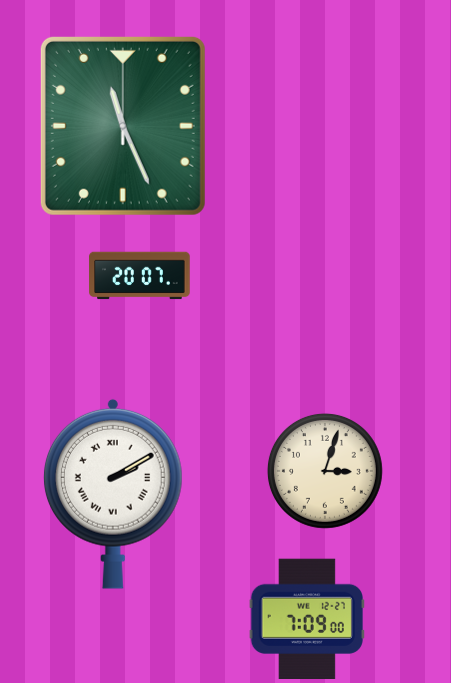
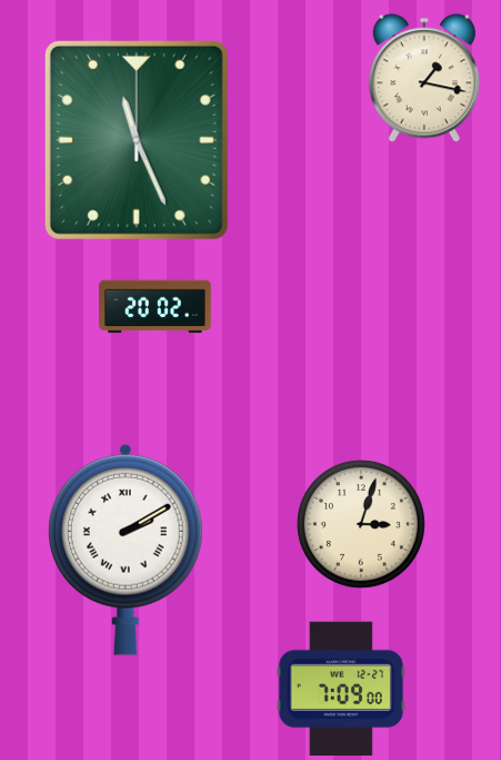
clock at (424, 78): none -> 1:17
clock at (140, 276): 20:07 -> 20:02
